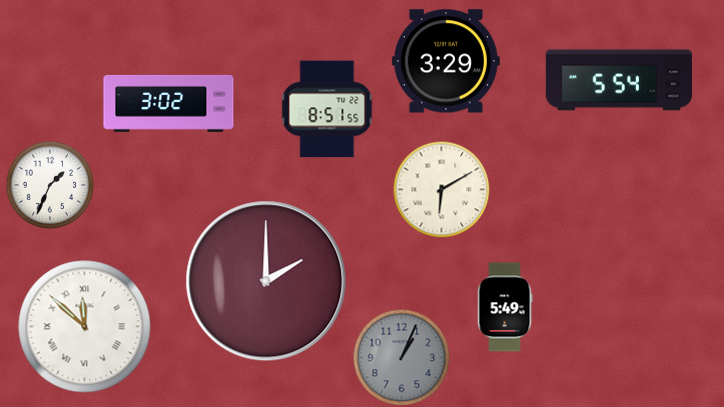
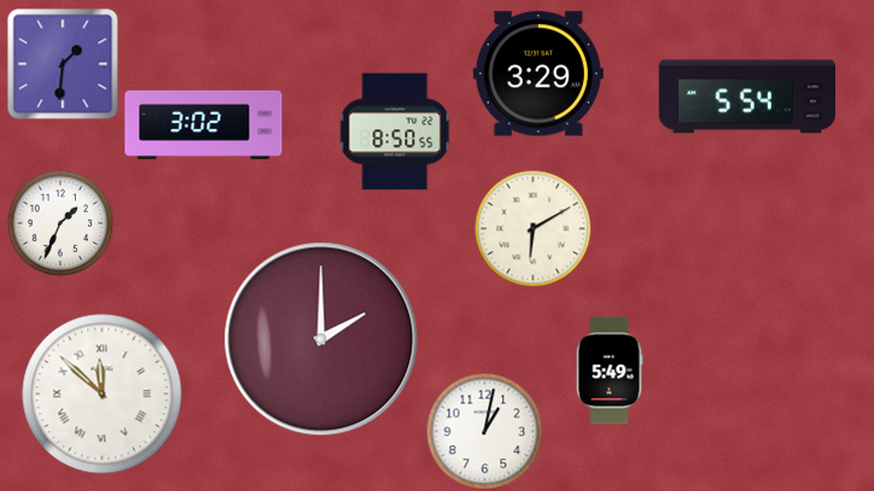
clock at (63, 64): none -> 1:31
clock at (327, 109): 8:51 -> 8:50
clock at (401, 357): 1:04 -> 1:02
clock at (401, 357) dial: grey -> white
